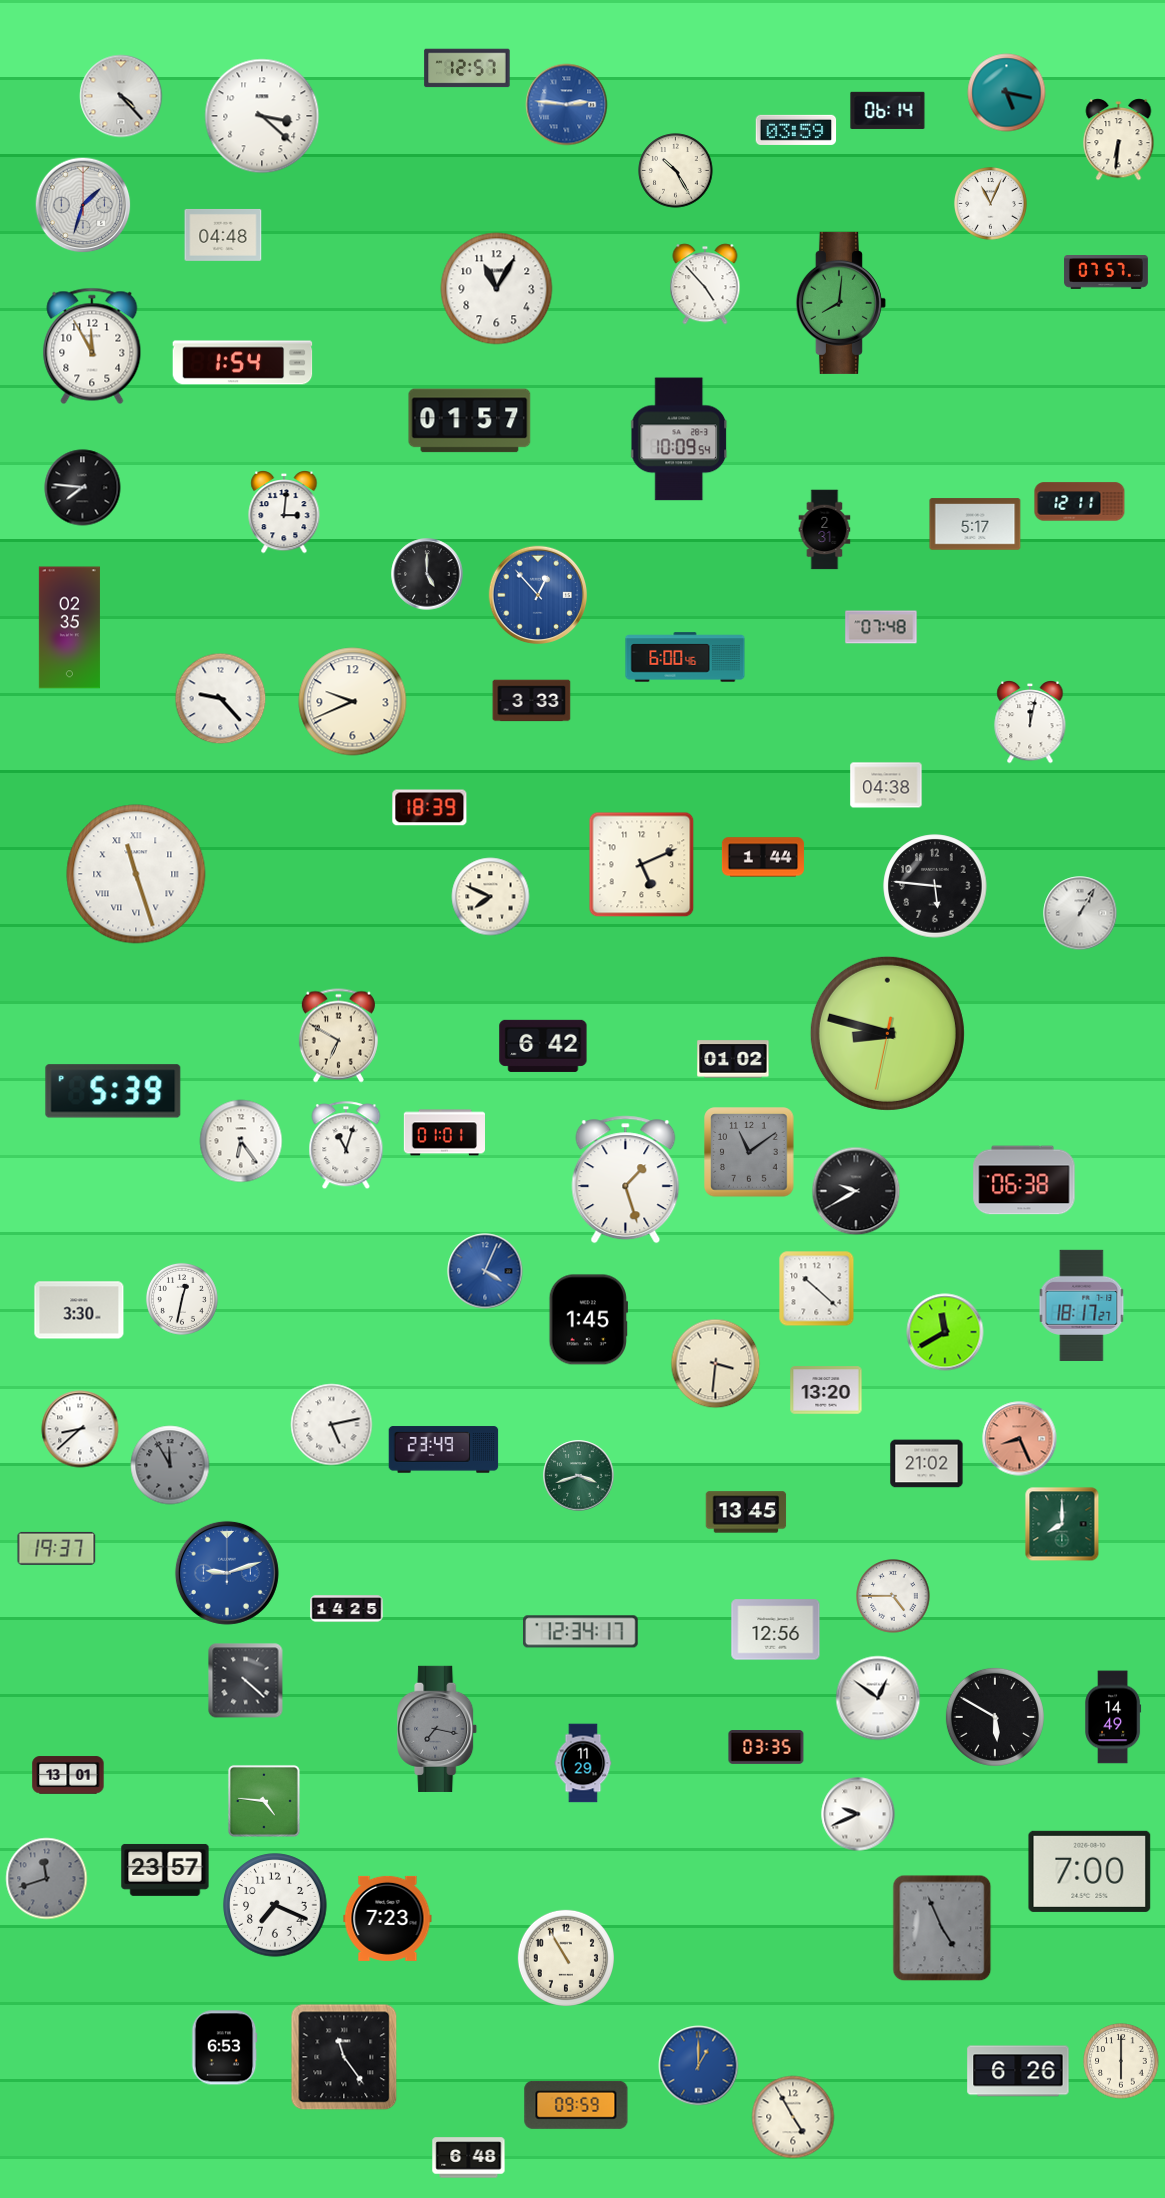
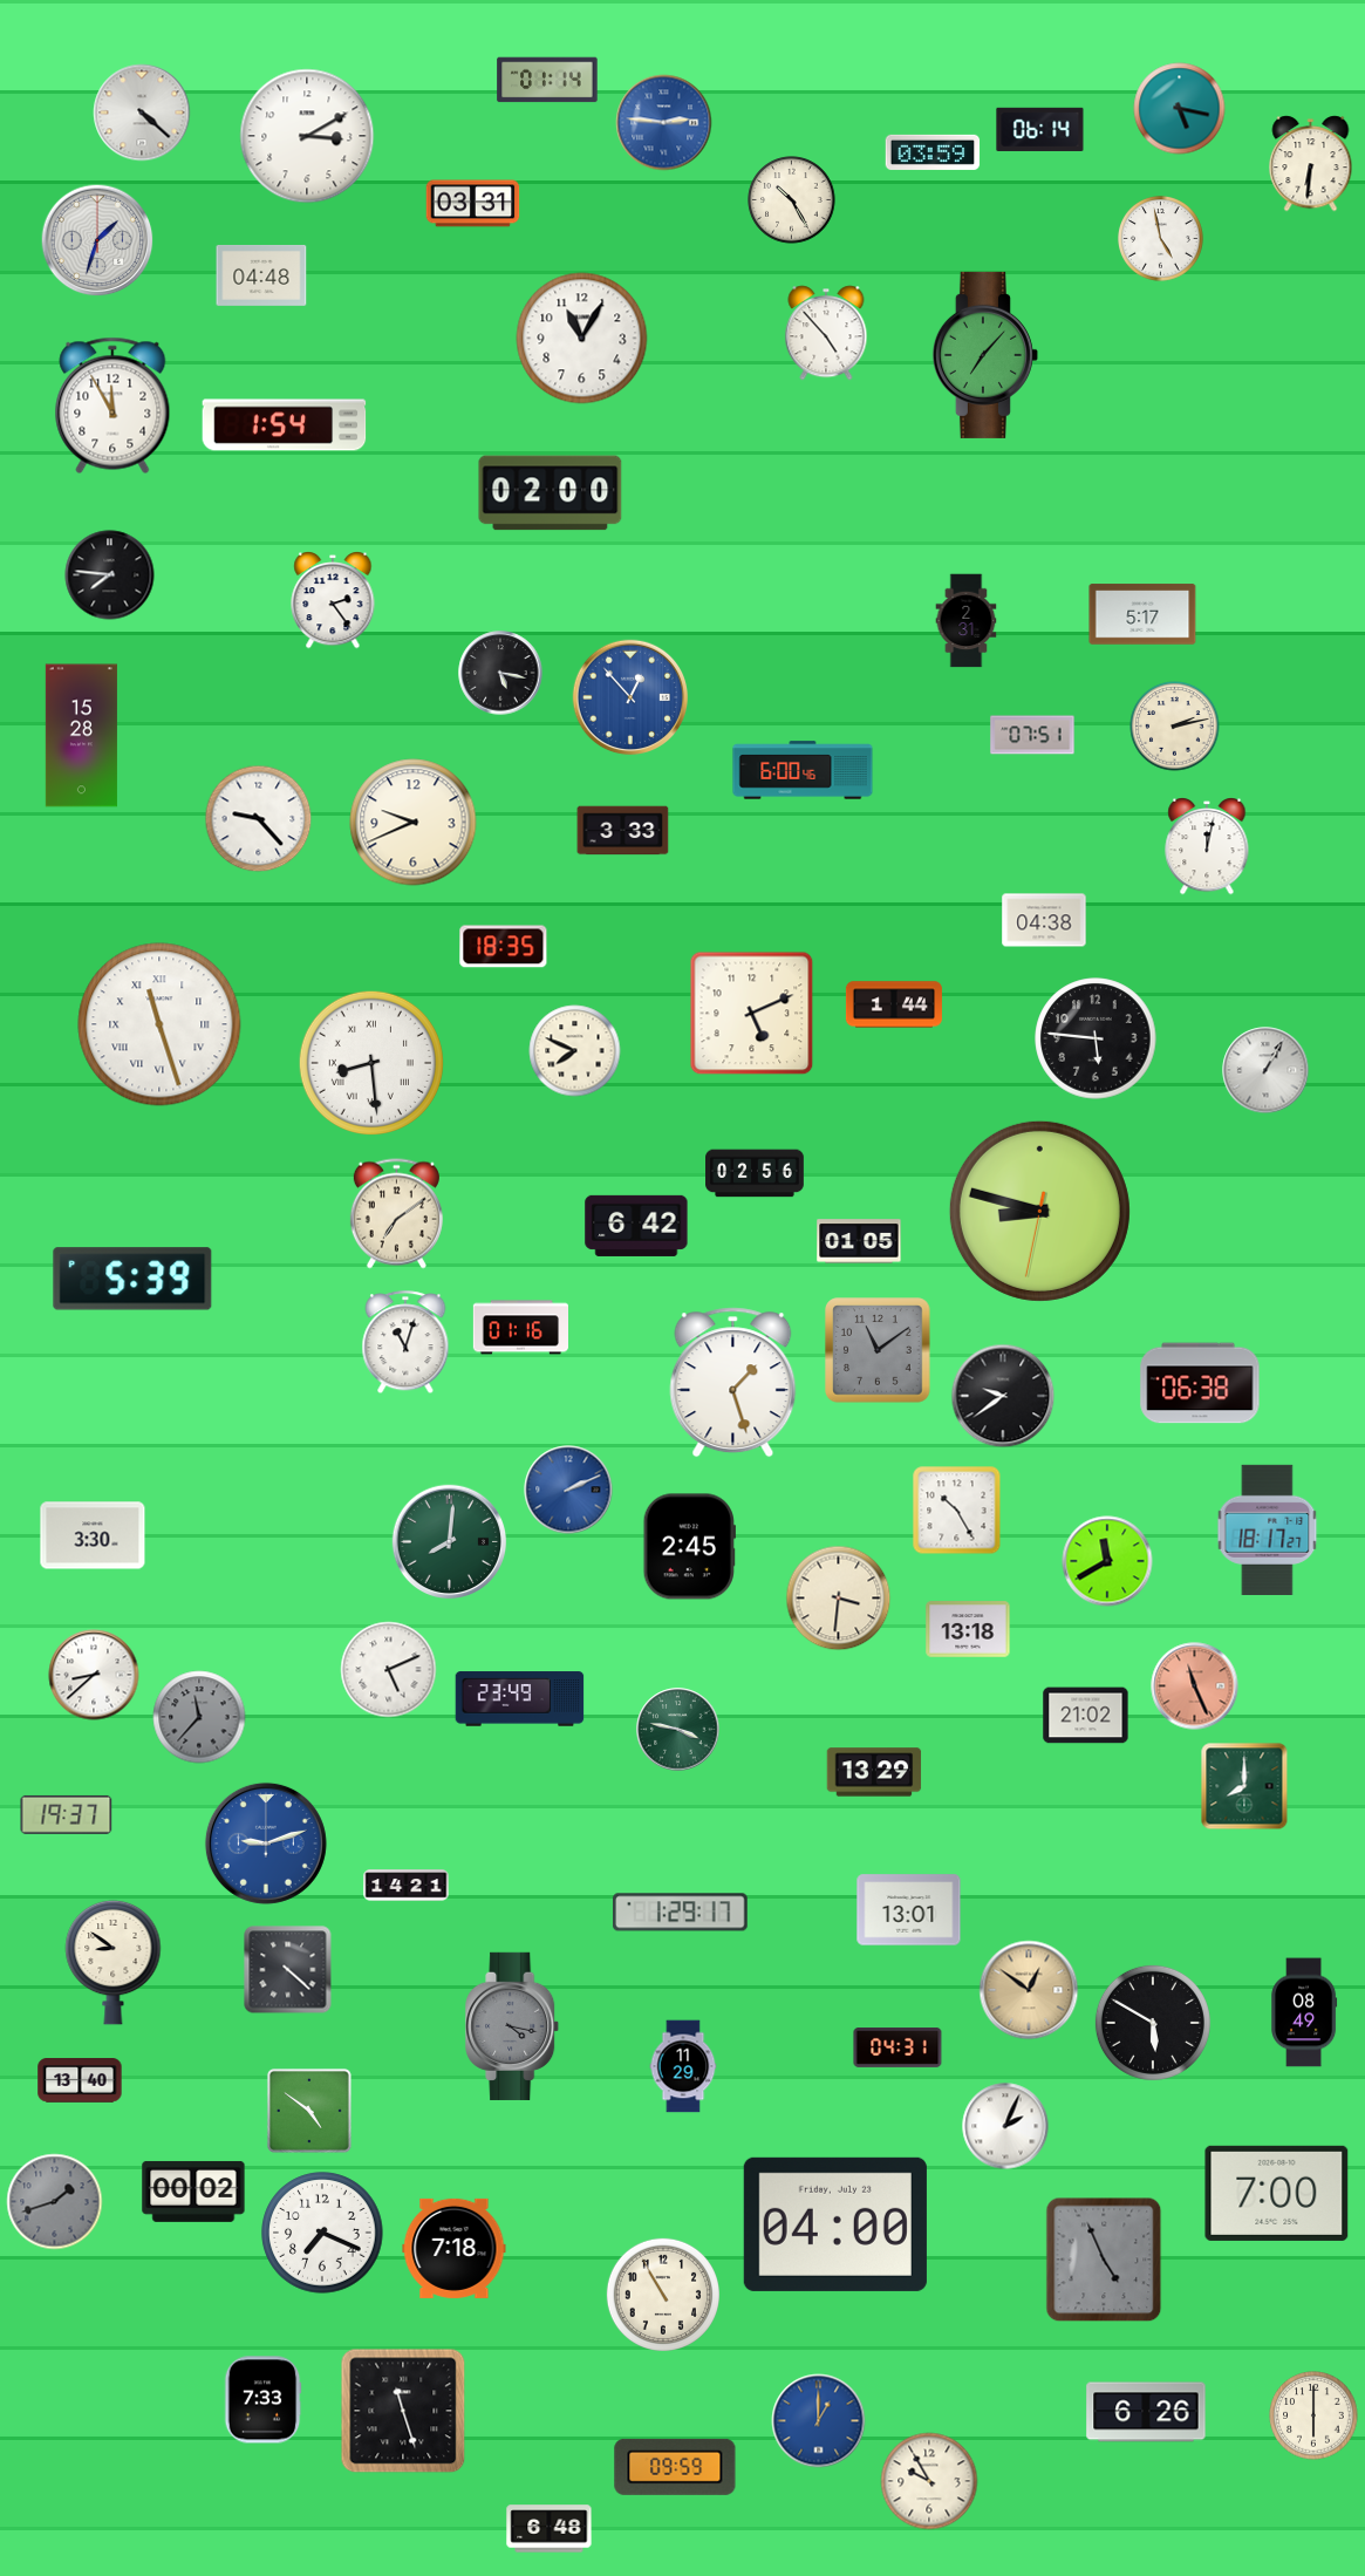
clock at (467, 68): 12:57 -> 01:14
clock at (121, 96): 4:23 -> 4:22
clock at (262, 116): 3:22 -> 3:10
clock at (473, 204): none -> 03:31
clock at (991, 204): 11:04 -> 4:58
clock at (1106, 273): 07:57 -> none
clock at (841, 303): 8:01 -> 7:07
clock at (92, 346) position: (92, 346) -> (112, 406)
clock at (470, 421): 01:57 -> 02:00
clock at (680, 439): 10:09 -> none
clock at (83, 488) position: (83, 488) -> (110, 575)
clock at (1080, 502): 12:11 -> none
clock at (284, 512): 3:01 -> 2:24
clock at (427, 574): 5:00 -> 5:17
clock at (1175, 727): none -> 2:13
clock at (881, 627): 07:48 -> 07:51
clock at (69, 628): 02:35 -> 15:28
clock at (532, 701) position: (532, 701) -> (623, 831)
clock at (886, 785) position: (886, 785) -> (1044, 920)
clock at (430, 808): 18:39 -> 18:35
clock at (370, 1062): none -> 8:29
clock at (755, 1173): none -> 02:56
clock at (338, 1036): 6:50 -> 7:09
clock at (733, 1059): 01:02 -> 01:05
clock at (444, 1133): 01:01 -> 01:16
clock at (241, 1141): 6:24 -> none
clock at (856, 1191): 9:40 -> 9:39
clock at (485, 1271): 4:04 -> 2:11
clock at (817, 1289): 10:22 -> 10:25
clock at (182, 1299): 12:32 -> none
clock at (450, 1542): none -> 8:01
clock at (588, 1320): 1:45 -> 2:45
clock at (826, 1390): 13:20 -> 13:18
clock at (332, 1425): 5:13 -> 5:11
clock at (1020, 1439): 8:26 -> 11:26
clock at (170, 1465): 11:55 -> 11:37
clock at (579, 1476): 3:42 -> 3:47
clock at (746, 1512): 13:45 -> 13:29
clock at (893, 1596): 4:45 -> none
clock at (347, 1609): 14:25 -> 14:21
clock at (776, 1630): 12:56 -> 13:01
clock at (581, 1632): 12:34 -> 1:29
clock at (114, 1962): none -> 8:51
clock at (878, 1698) dial: white -> champagne
clock at (995, 1717) position: (995, 1717) -> (1153, 2023)
clock at (1113, 1717): 14:49 -> 08:49
clock at (438, 1729): 7:17 -> 4:17
clock at (766, 1748): 03:35 -> 04:31
clock at (68, 1775): 13:01 -> 13:40
clock at (264, 1801): 4:46 -> 4:51
clock at (858, 1814): 9:41 -> 2:04
clock at (165, 1870): 23:57 -> 00:02
clock at (47, 1879): 11:42 -> 1:42
clock at (835, 2224): none -> 04:00
clock at (388, 1918): 7:23 -> 7:18
clock at (224, 2048): 6:53 -> 7:33
clock at (344, 2057): 11:24 -> 11:27
clock at (1018, 2071) position: (1018, 2071) -> (1146, 2412)
clock at (793, 2117): 4:55 -> 9:55
